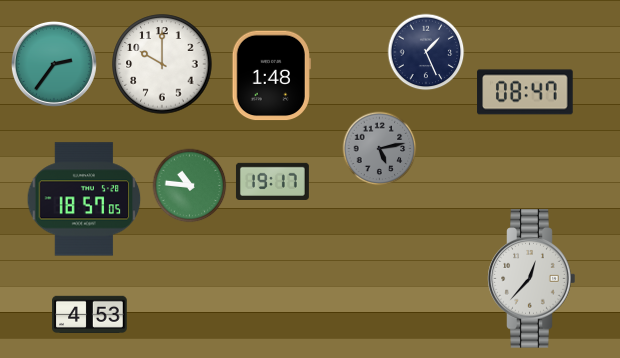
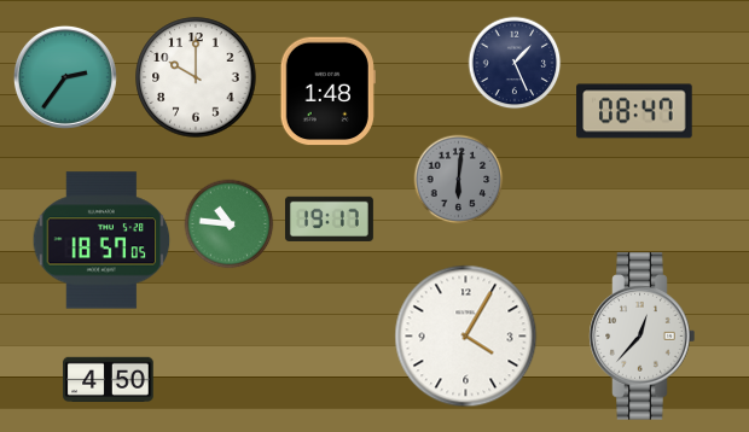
clock at (380, 149): 5:13 -> 6:01
clock at (466, 337): none -> 4:05
clock at (90, 314): 4:53 -> 4:50
